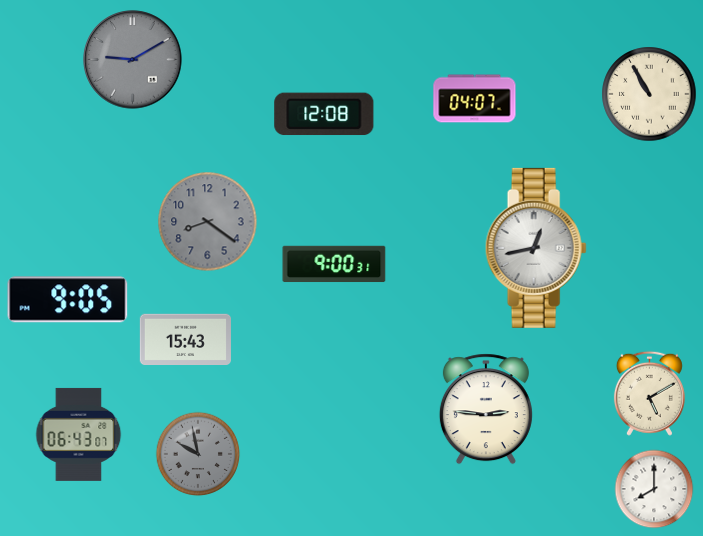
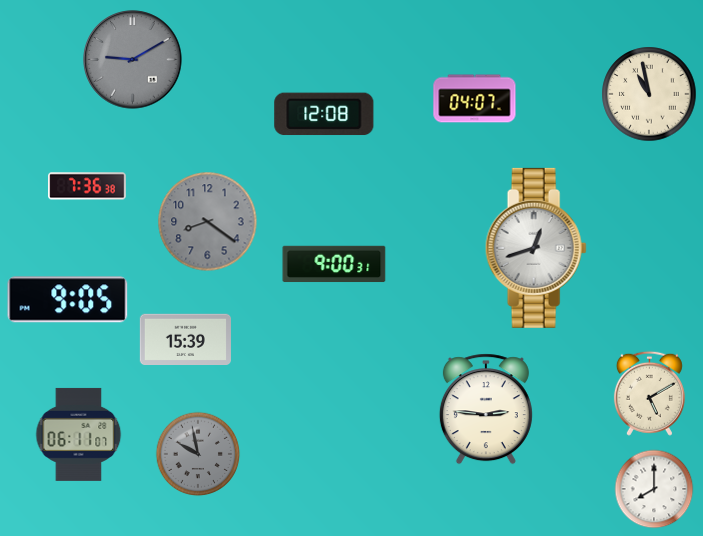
clock at (649, 94): 10:55 -> 10:58
clock at (87, 186): none -> 7:36
clock at (536, 248): 12:43 -> 12:42
clock at (185, 339): 15:43 -> 15:39
clock at (79, 434): 06:43 -> 06:11
